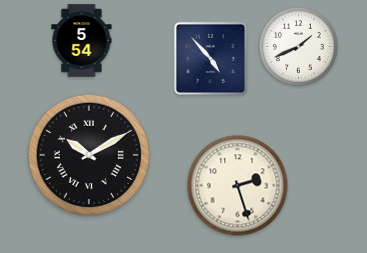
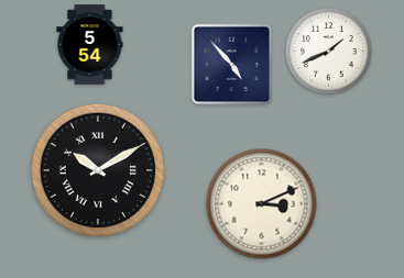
clock at (238, 186): 2:27 -> 3:11
